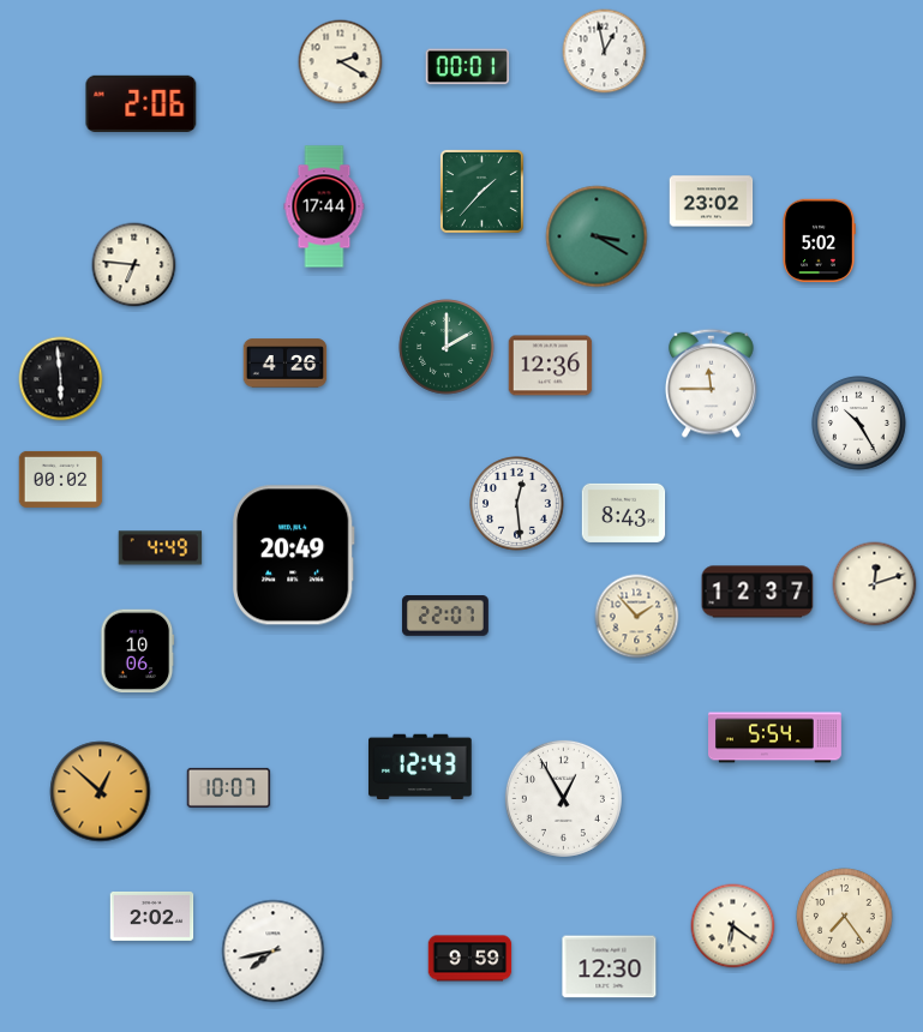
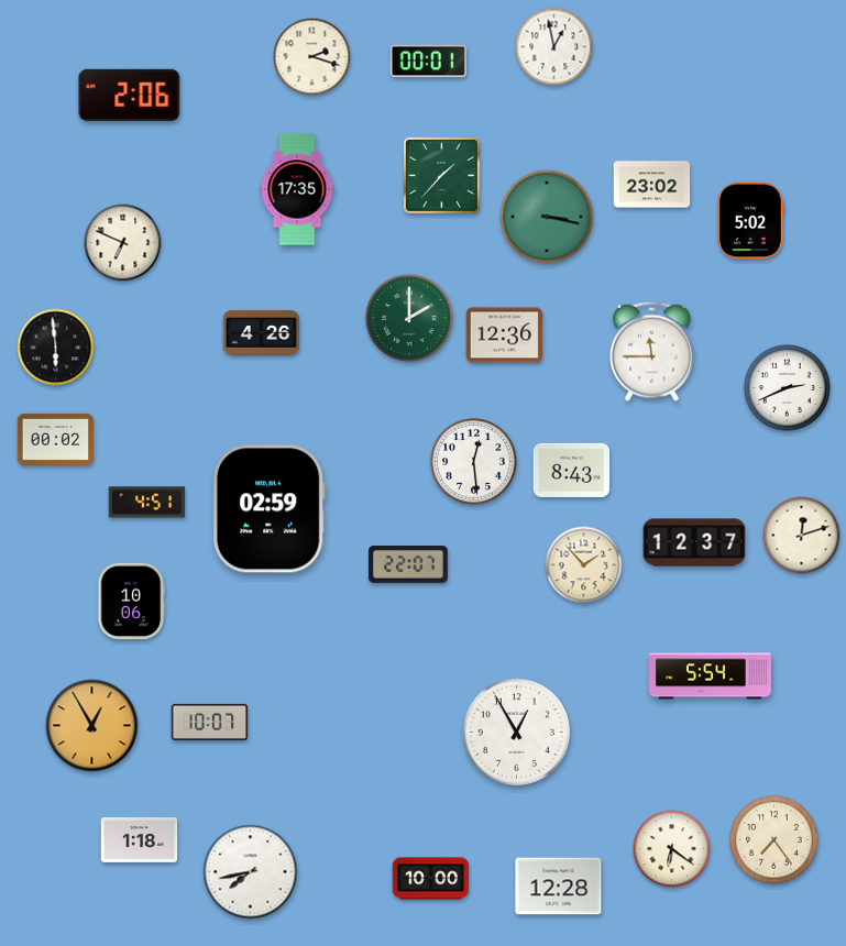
clock at (341, 62): 2:20 -> 2:18
clock at (324, 206): 17:44 -> 17:35
clock at (597, 236): 3:20 -> 3:17
clock at (134, 265): 6:46 -> 6:49
clock at (859, 424): 10:25 -> 2:41
clock at (161, 548): 4:49 -> 4:51
clock at (293, 556): 20:49 -> 02:59
clock at (138, 652) position: (138, 652) -> (132, 602)
clock at (421, 766): 12:43 -> none
clock at (101, 792): 12:52 -> 12:55
clock at (152, 916): 2:02 -> 1:18
clock at (471, 959): 9:59 -> 10:00
clock at (610, 967): 12:30 -> 12:28
